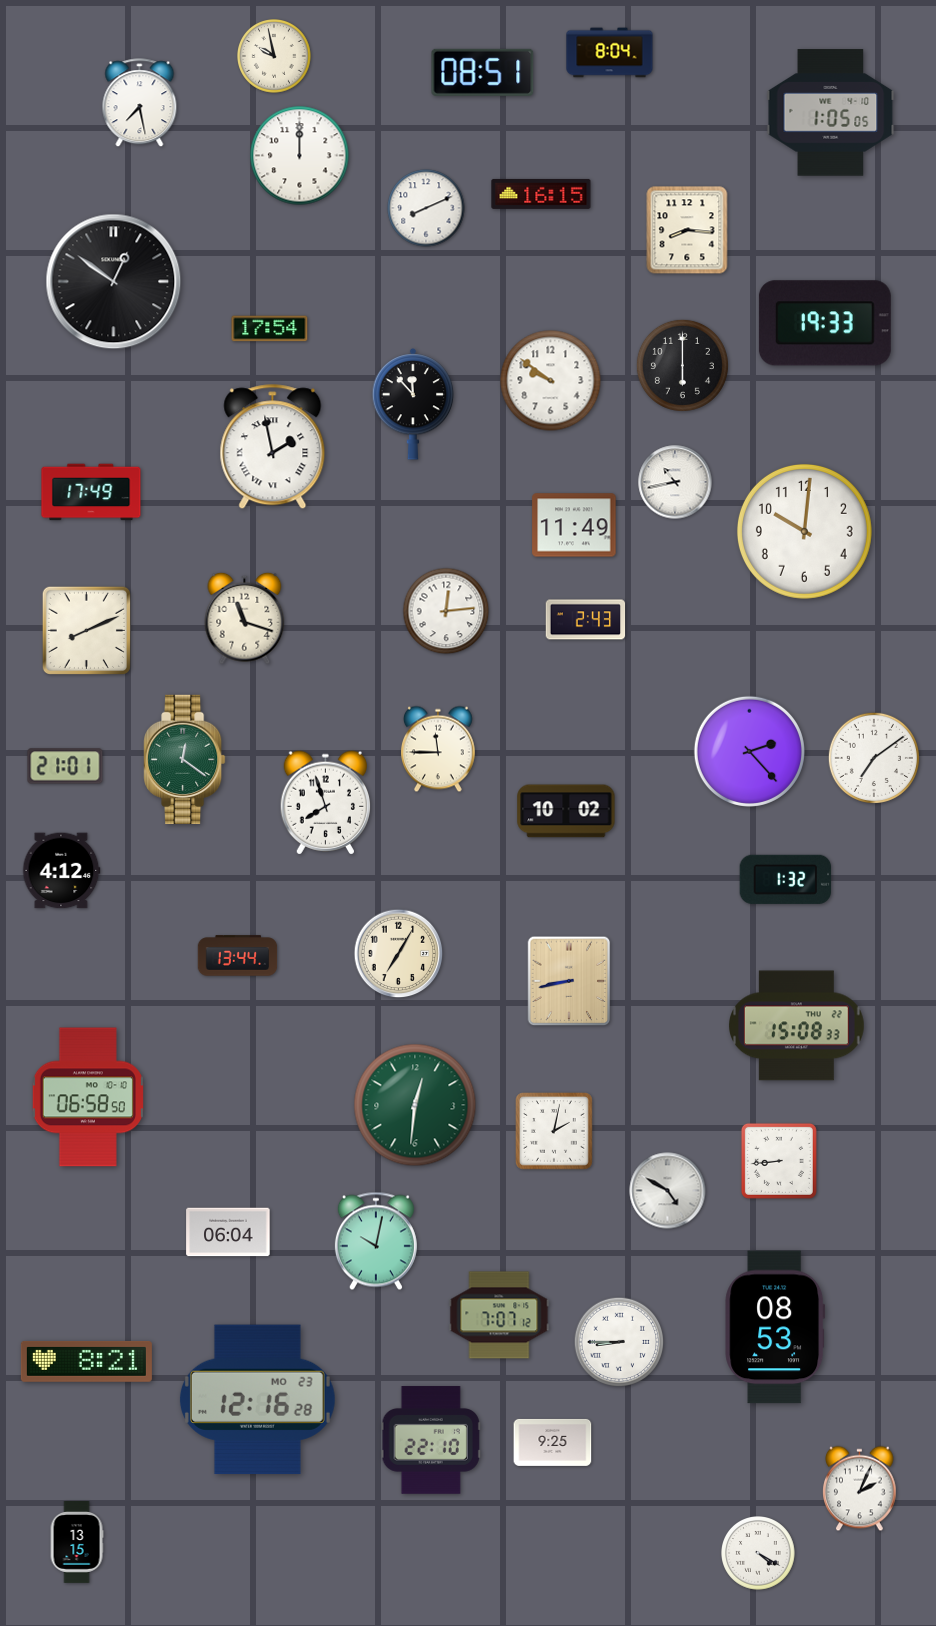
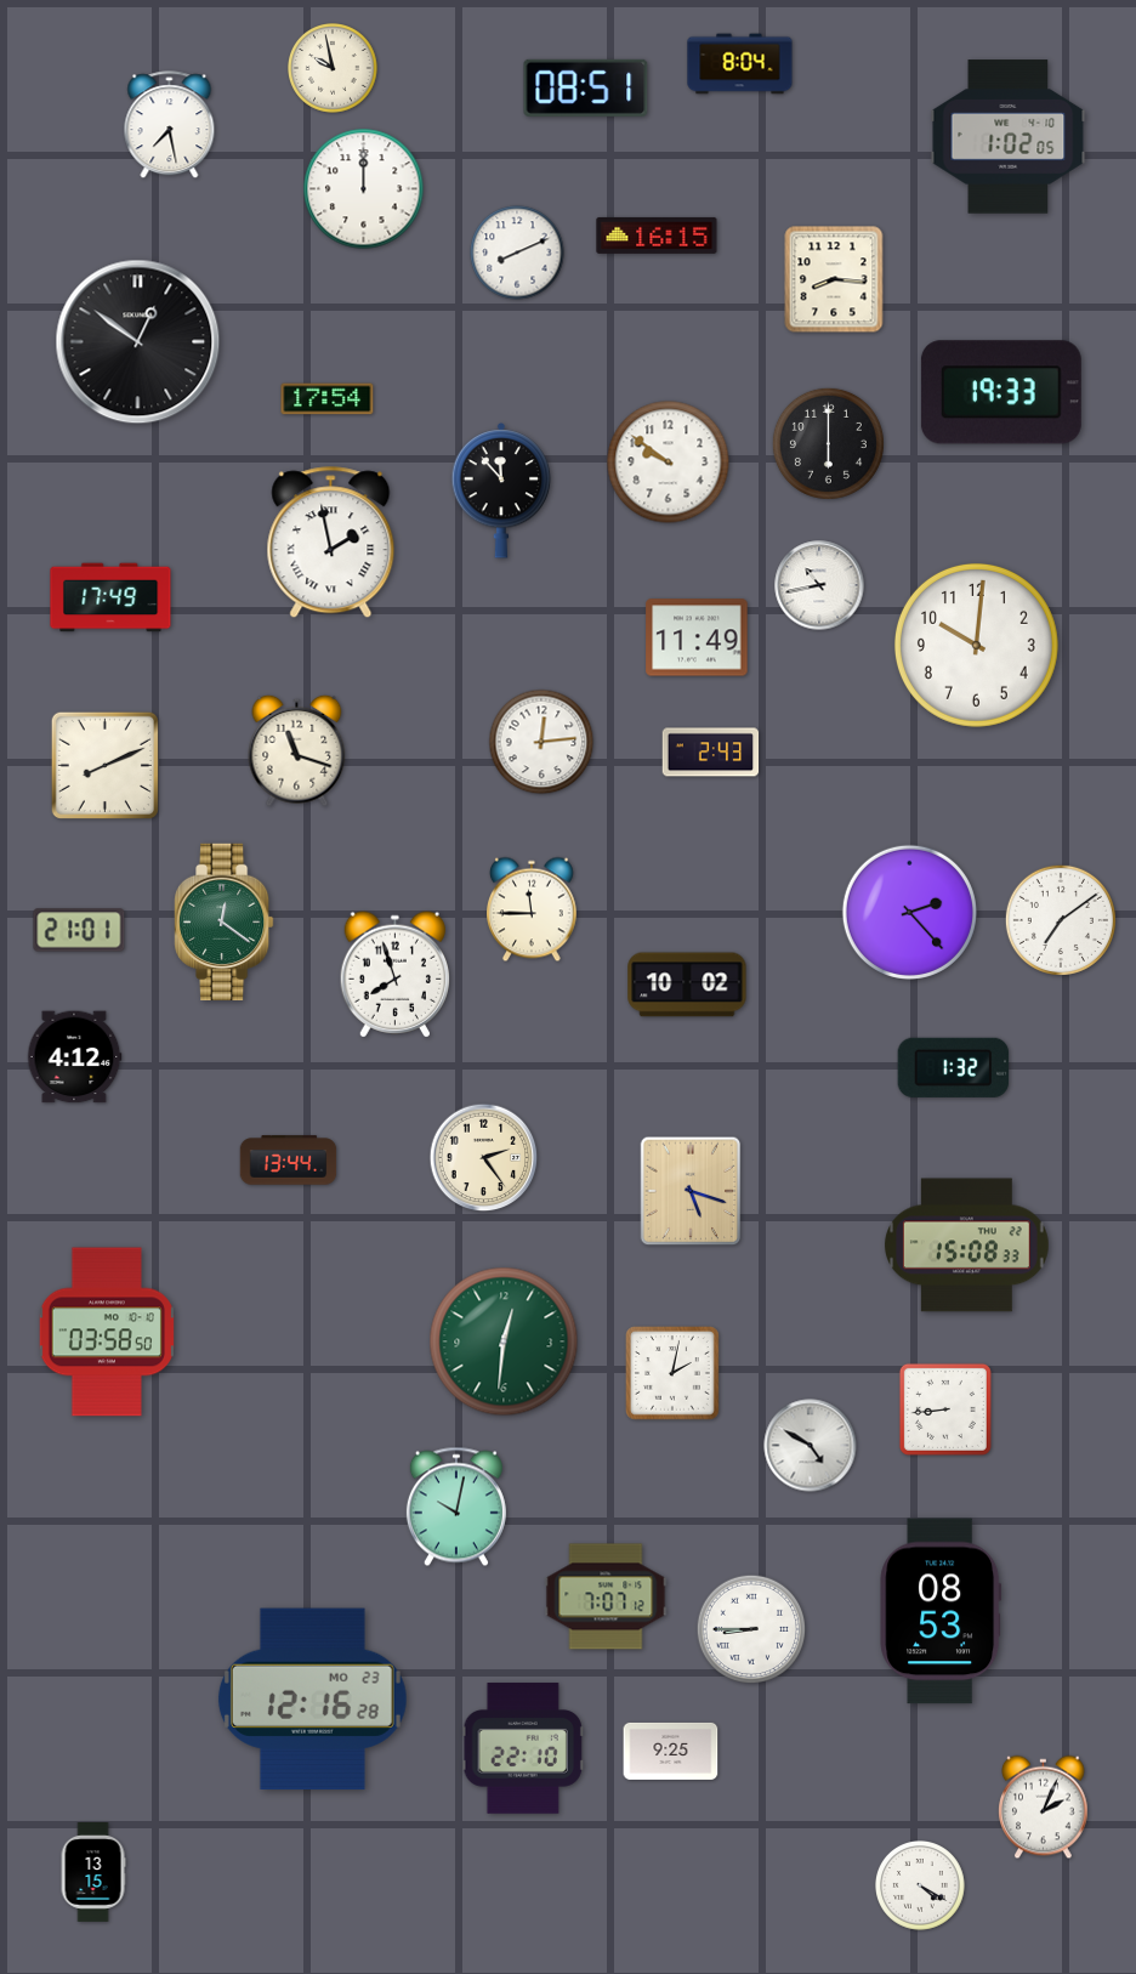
clock at (831, 113): 1:05 -> 1:02
clock at (399, 954): 7:05 -> 2:24
clock at (569, 981): 8:43 -> 5:18
clock at (88, 1097): 06:58 -> 03:58
clock at (228, 1232): 06:04 -> none
clock at (86, 1361): 8:21 -> none
